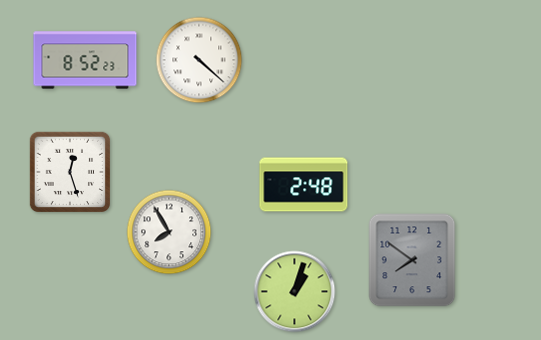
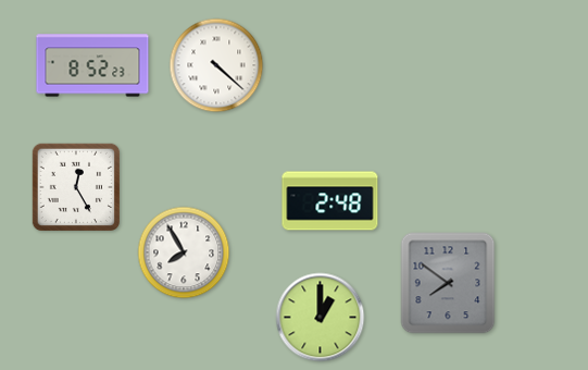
clock at (69, 171): 12:27 -> 12:25
clock at (295, 292): 1:03 -> 1:00
